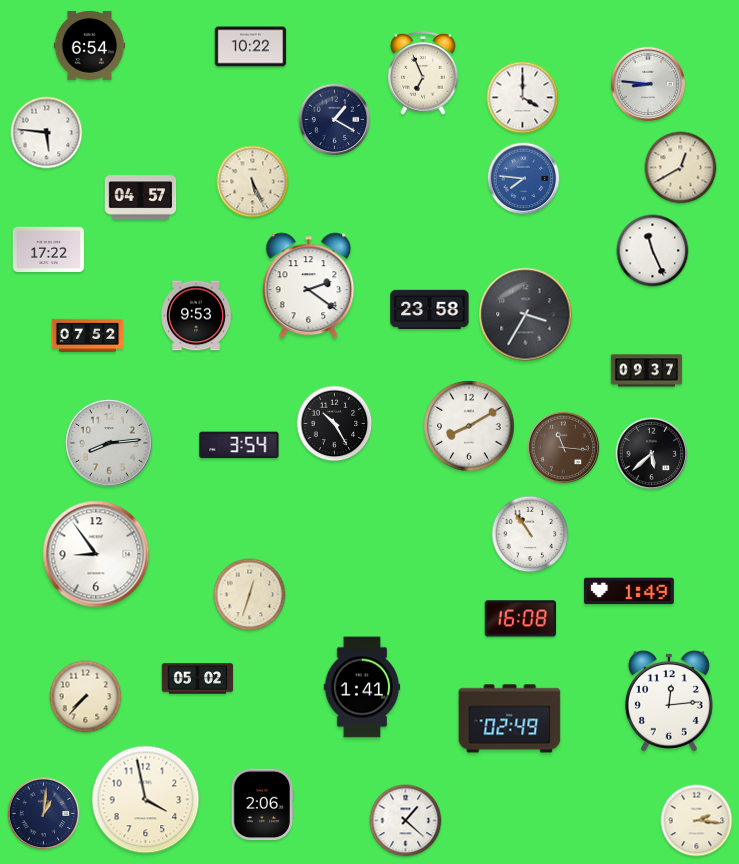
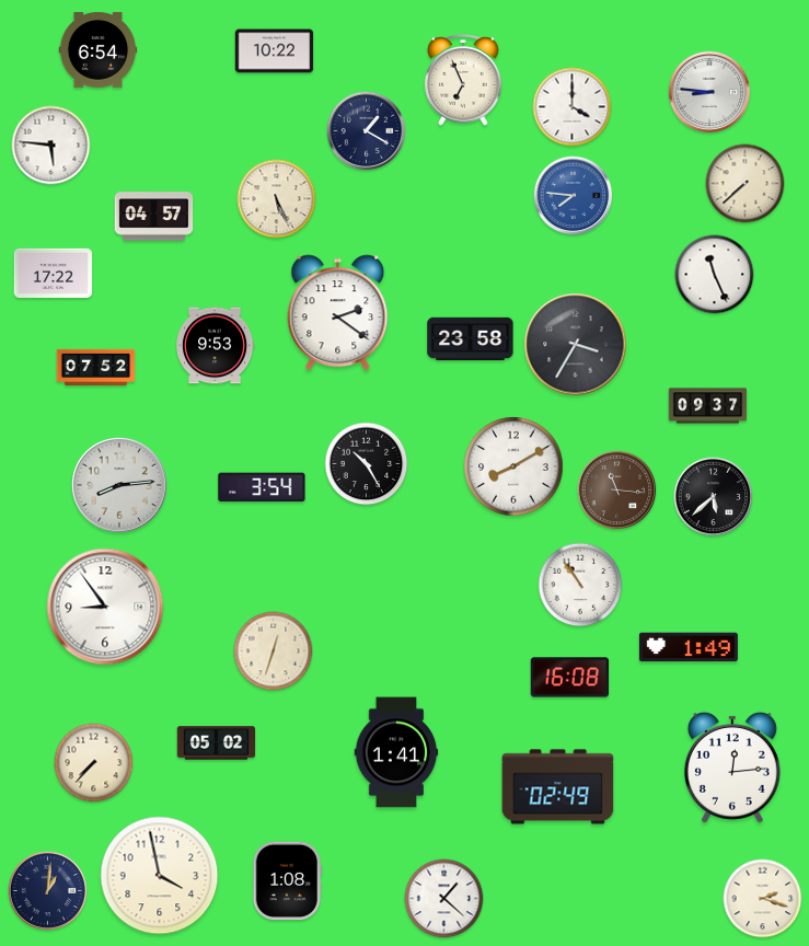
clock at (681, 168): 12:40 -> 7:38
clock at (262, 805): 2:06 -> 1:08
clock at (697, 821): 2:16 -> 2:18
